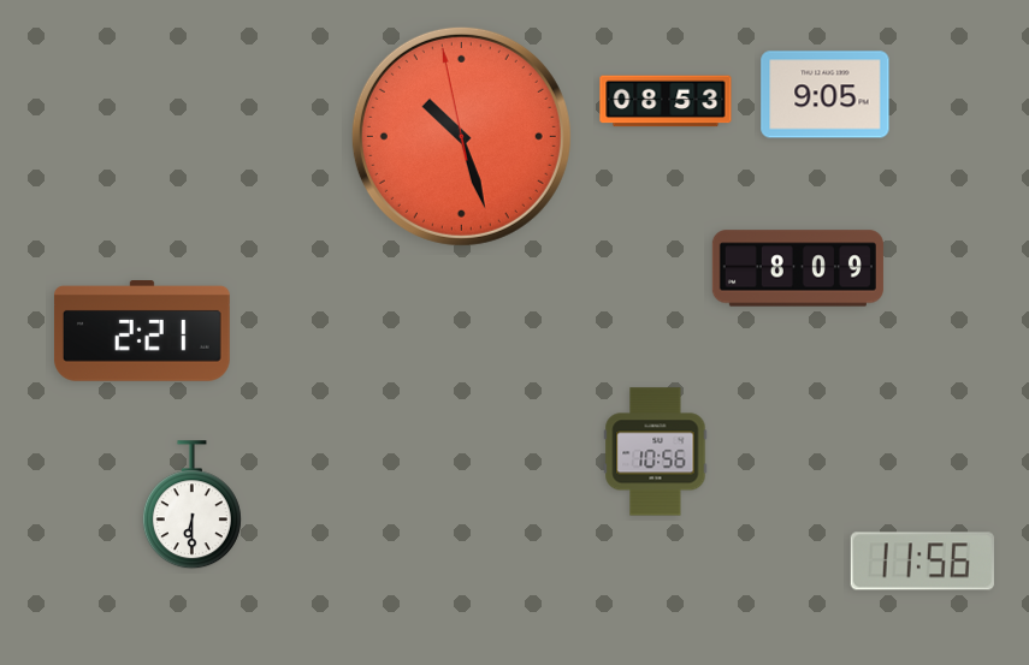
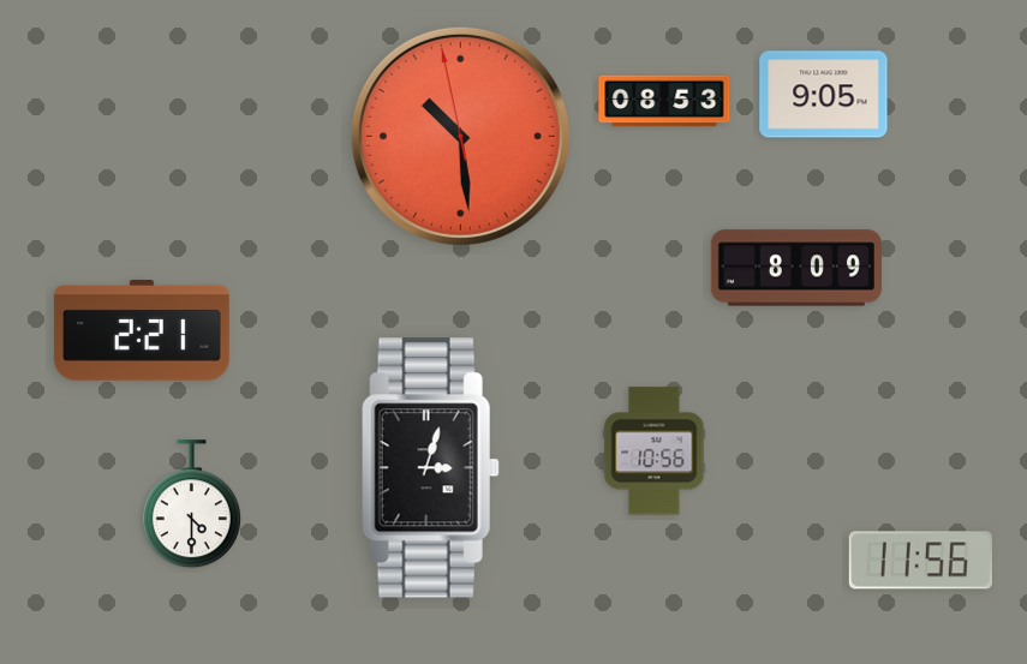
clock at (461, 136): 10:26 -> 10:28
clock at (430, 468): none -> 3:03
clock at (191, 505): 6:30 -> 4:30
